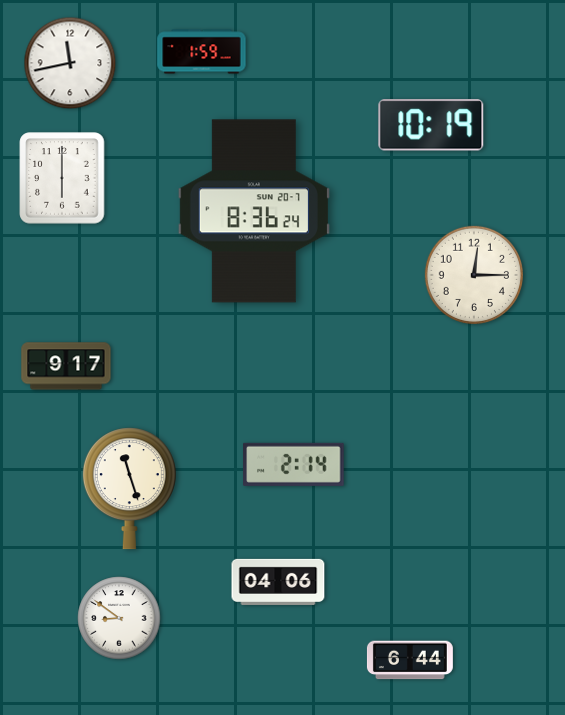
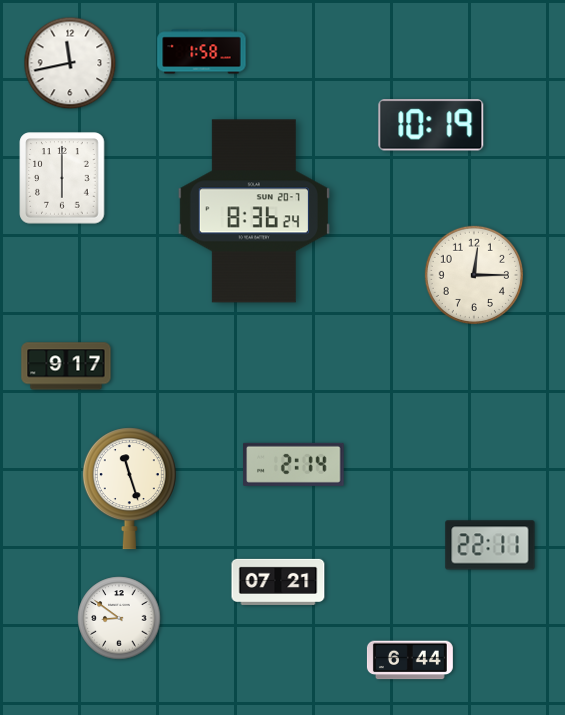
clock at (202, 52): 1:59 -> 1:58
clock at (490, 545): none -> 22:11
clock at (278, 582): 04:06 -> 07:21
